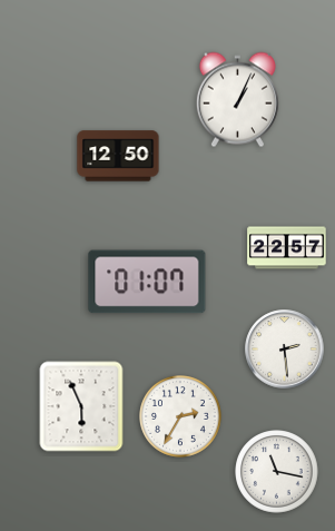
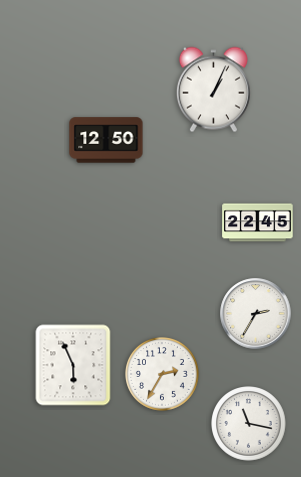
clock at (287, 248): 22:57 -> 22:45
clock at (147, 282): 01:07 -> none
clock at (285, 350): 2:29 -> 2:35
